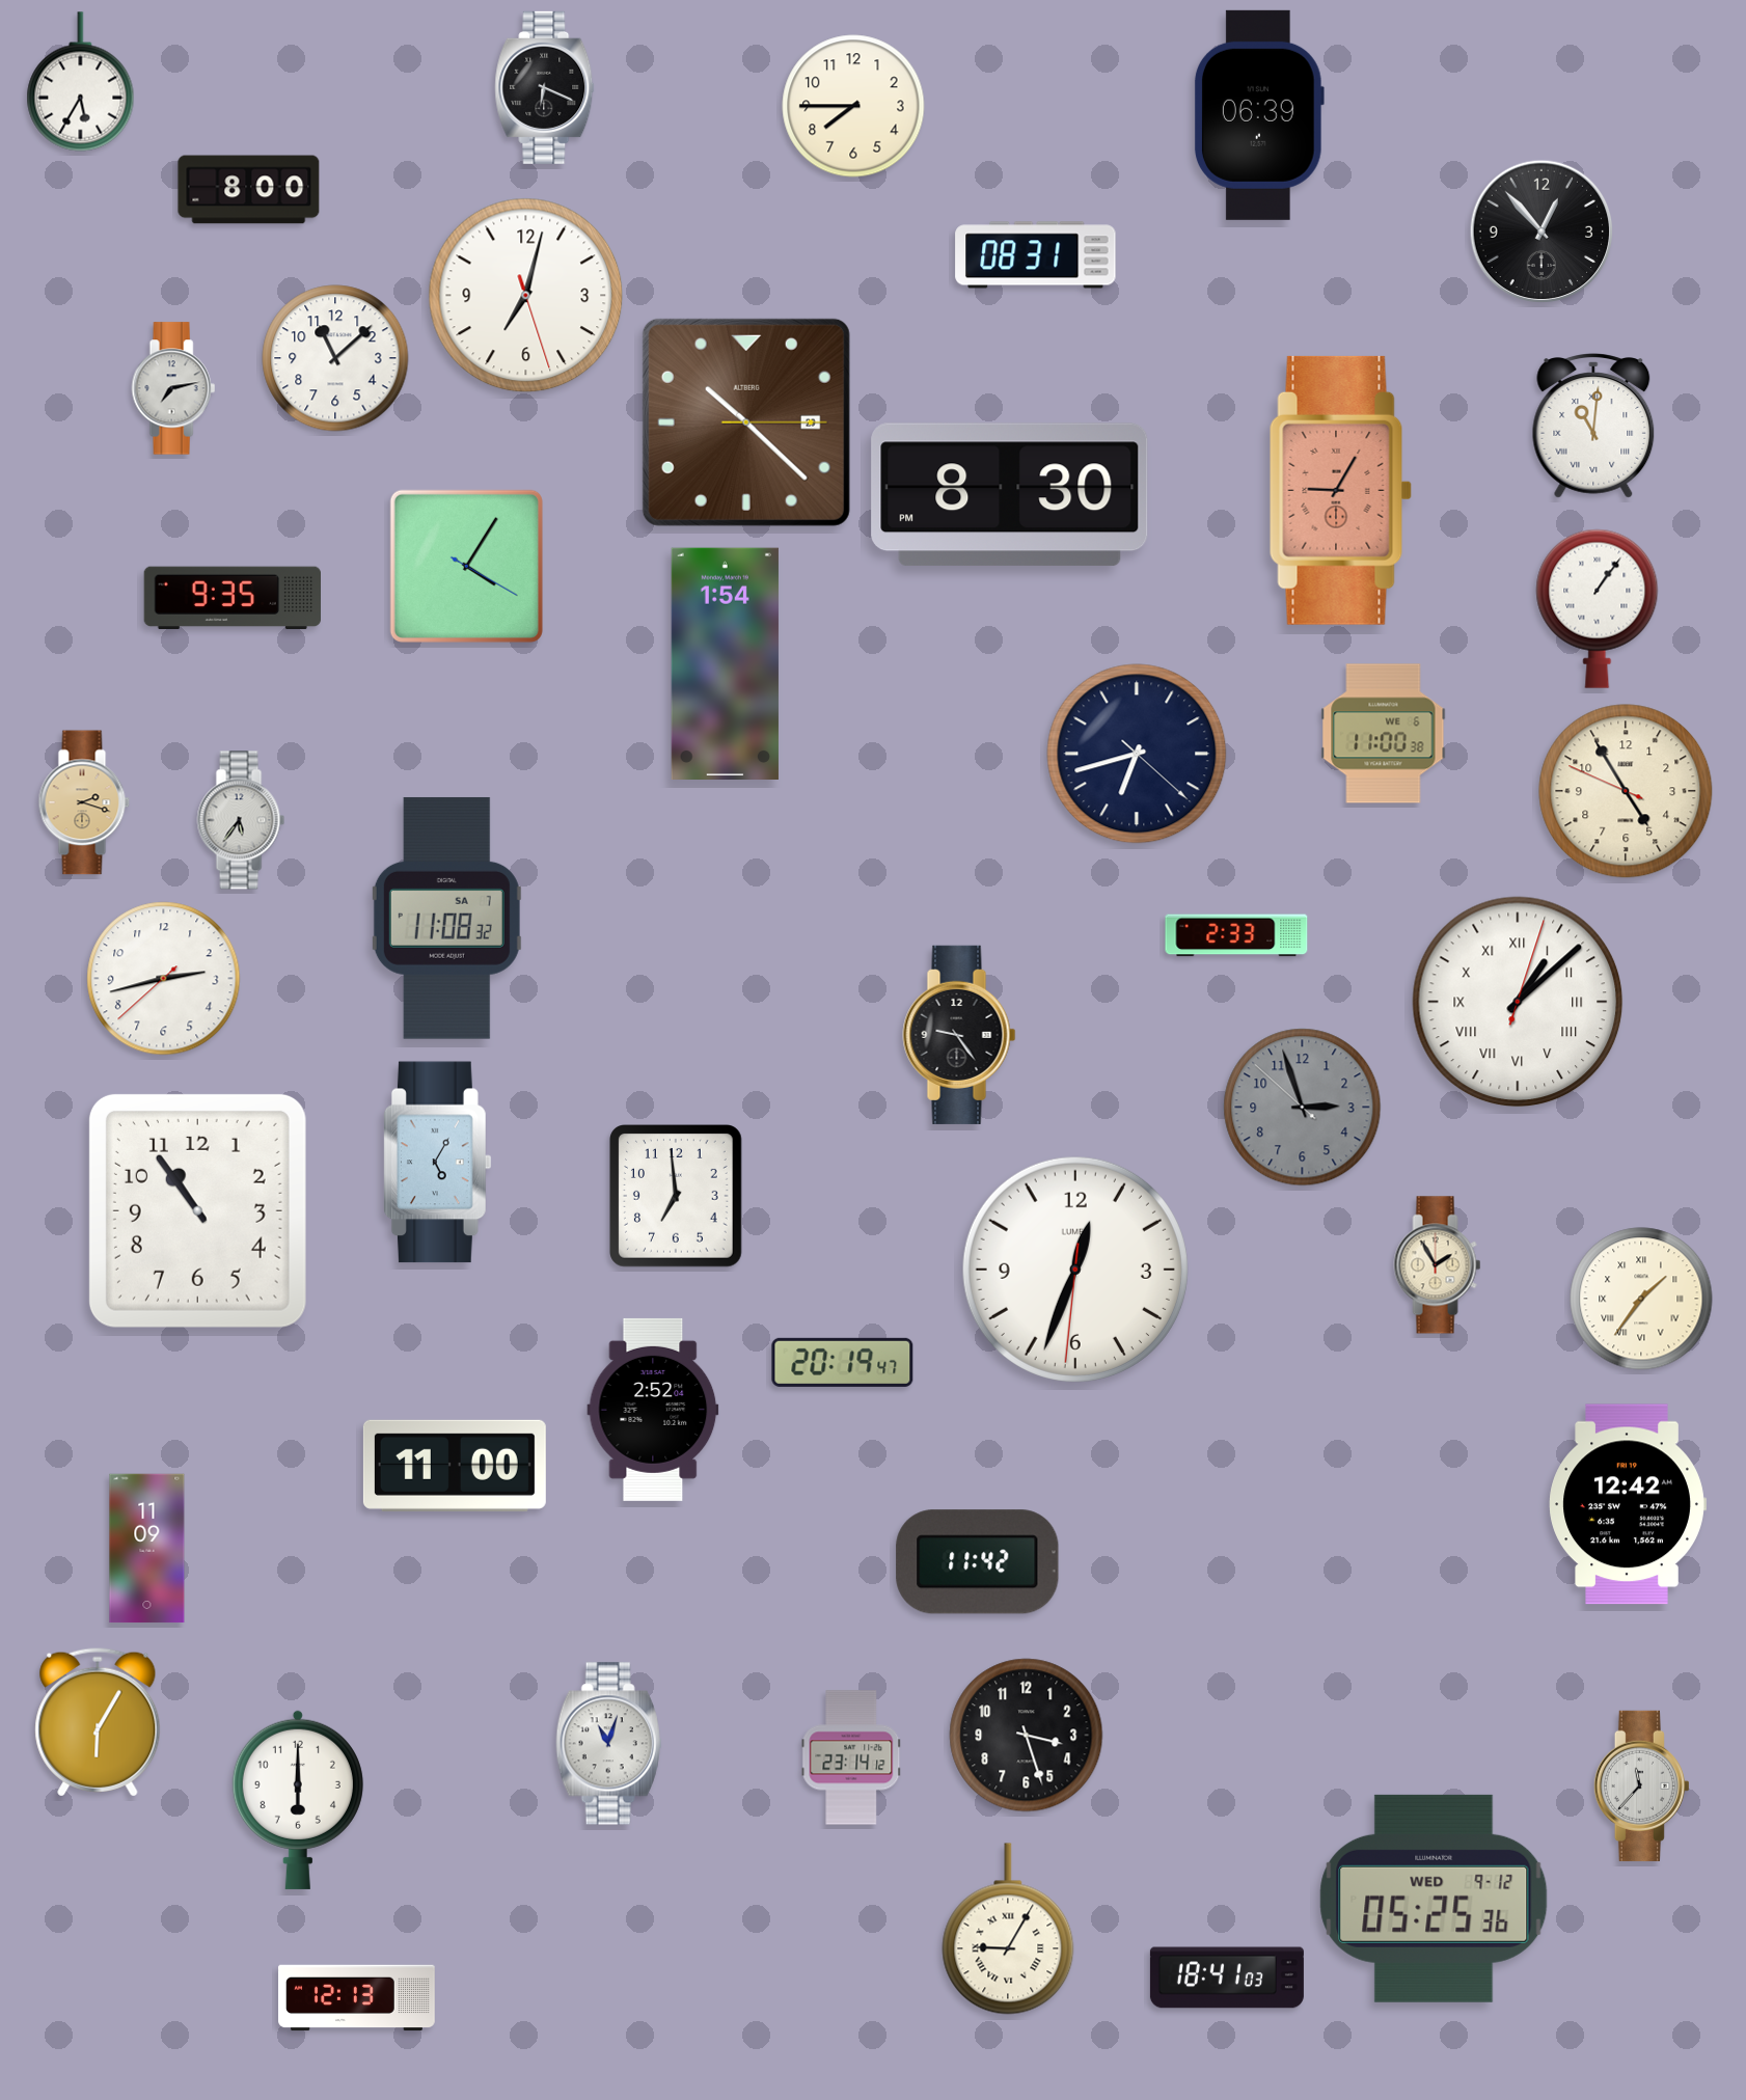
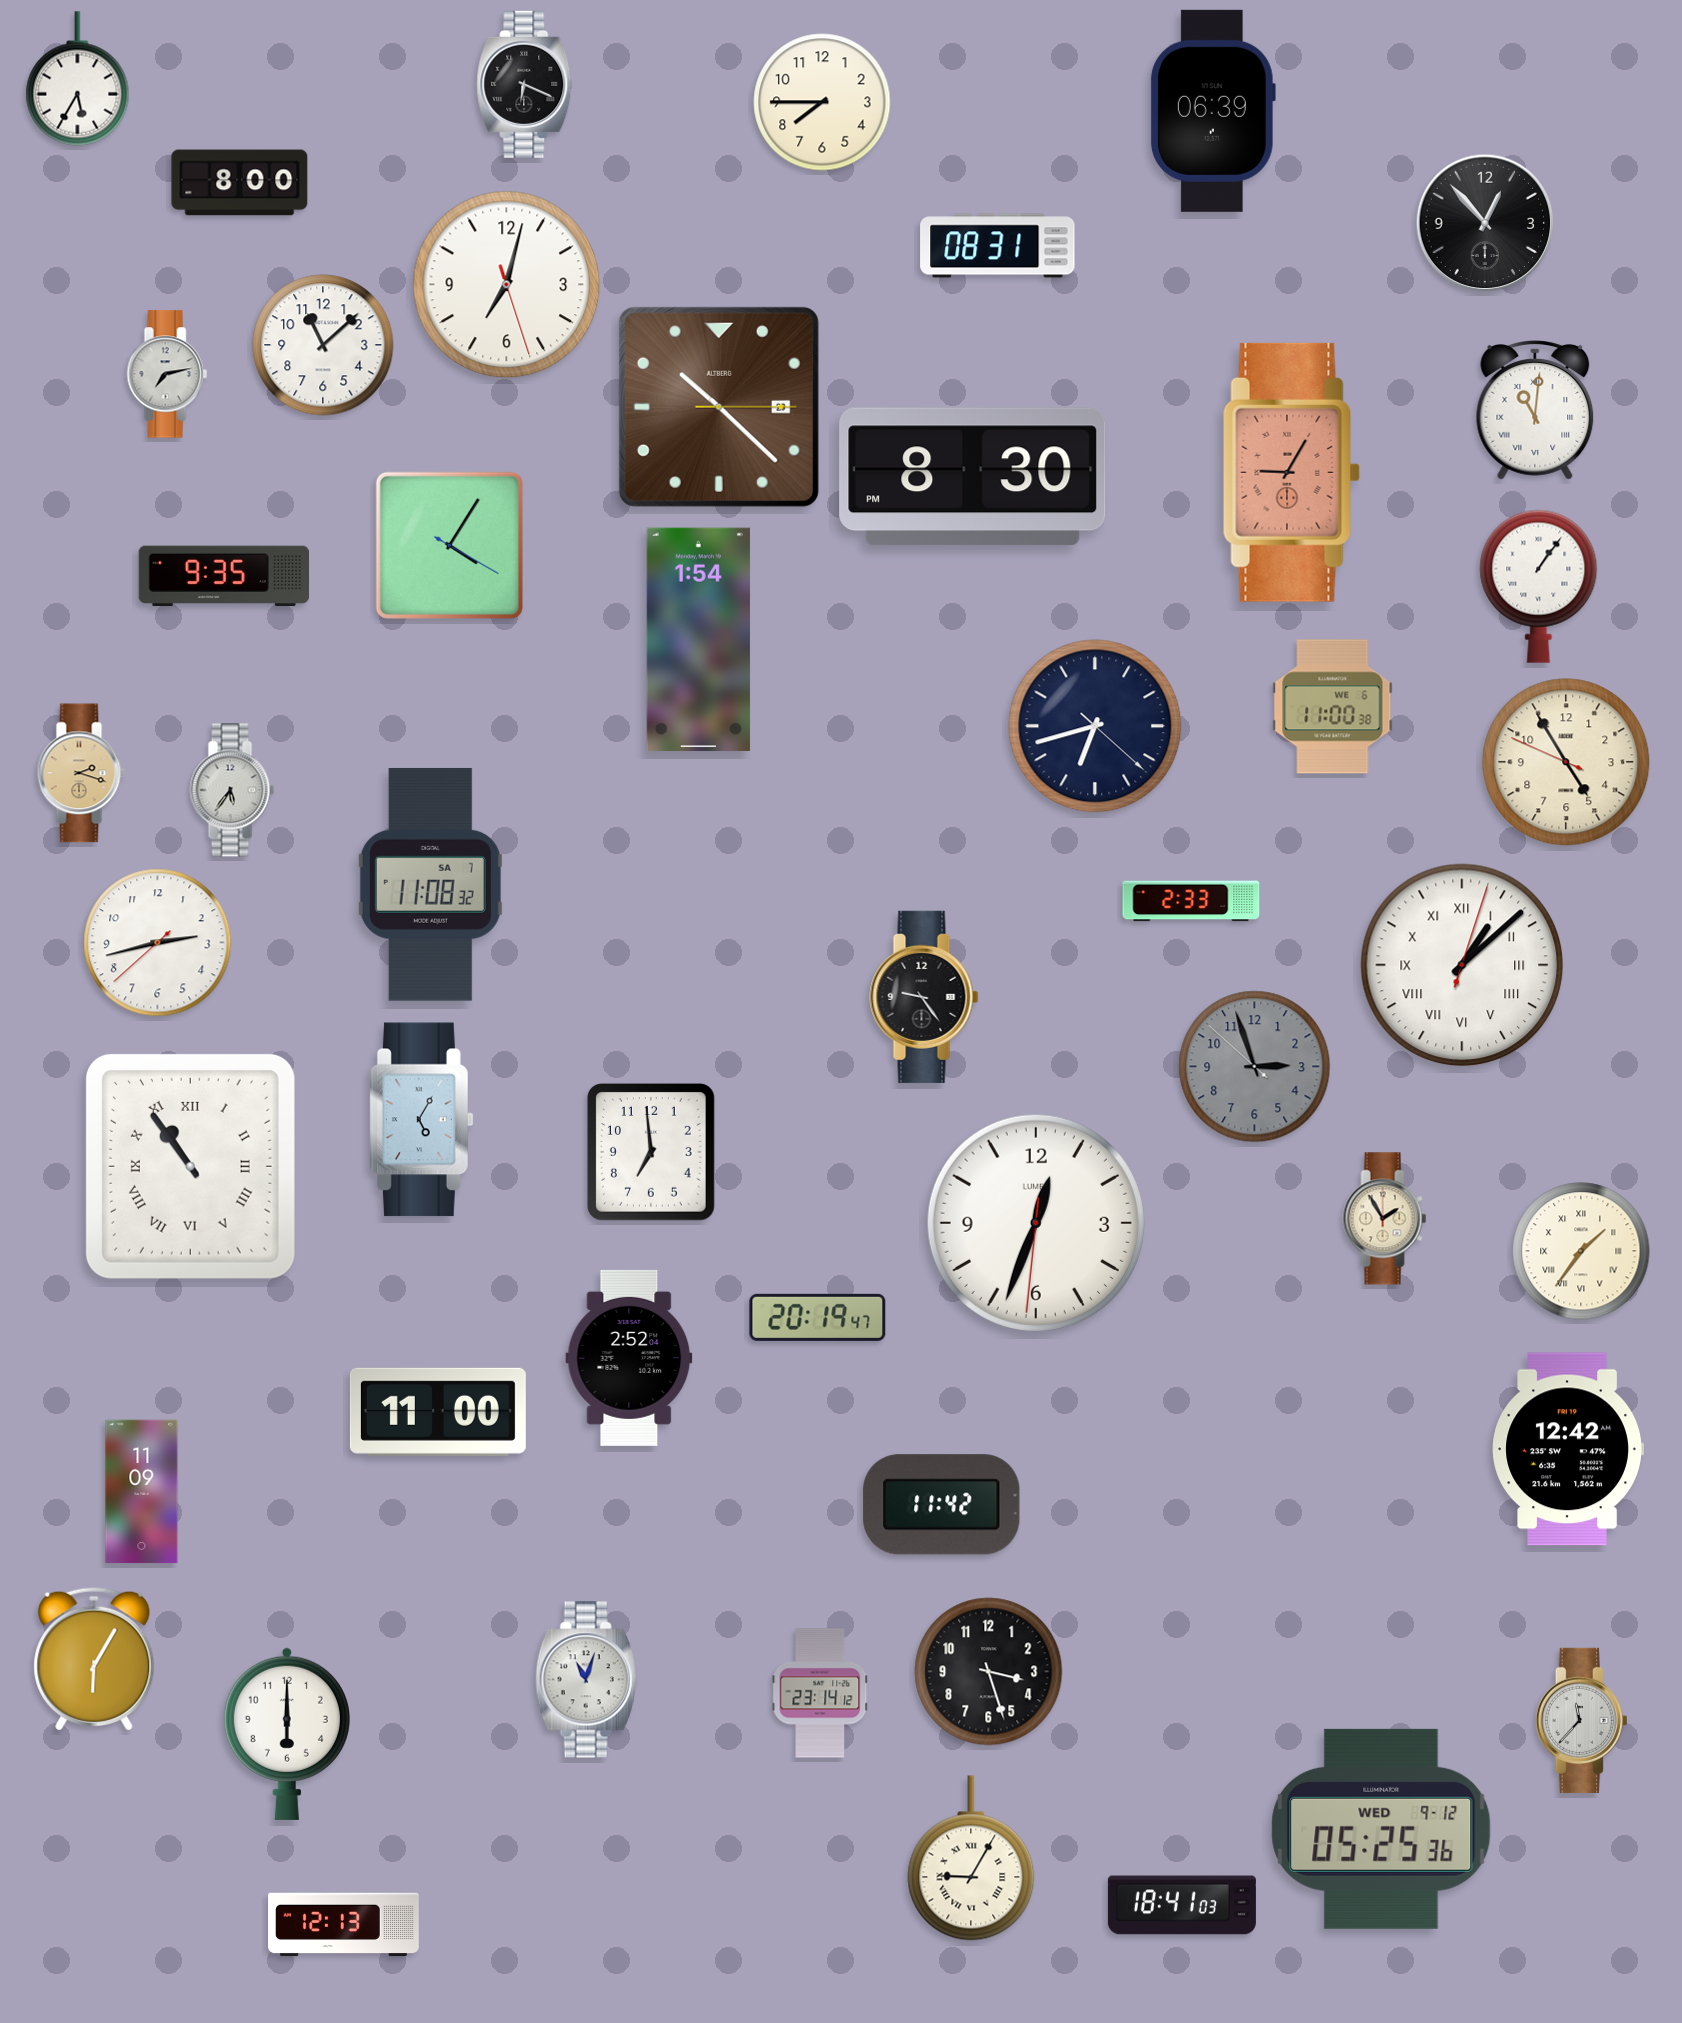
clock at (197, 1210) numerals: Arabic -> Roman
clock at (843, 1362) position: (843, 1362) -> (818, 1317)
